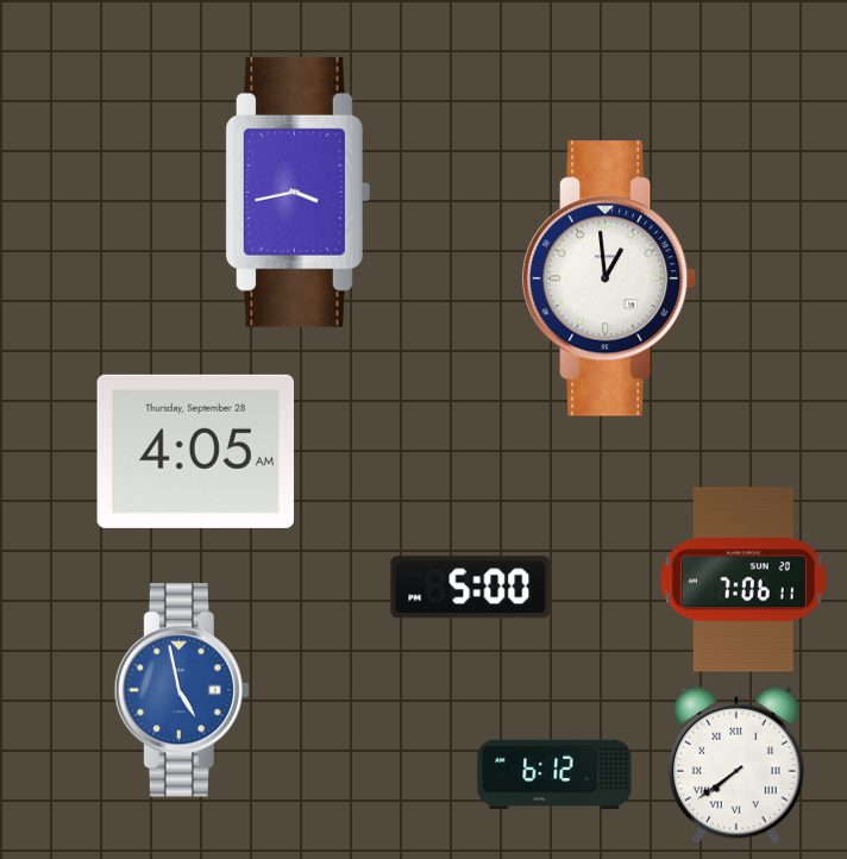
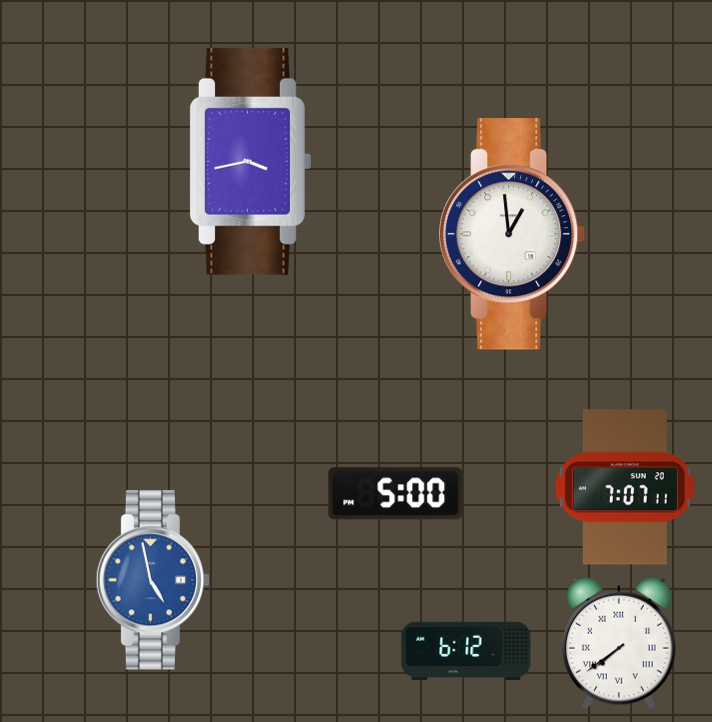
clock at (195, 451): 4:05 -> none
clock at (744, 579): 7:06 -> 7:07
